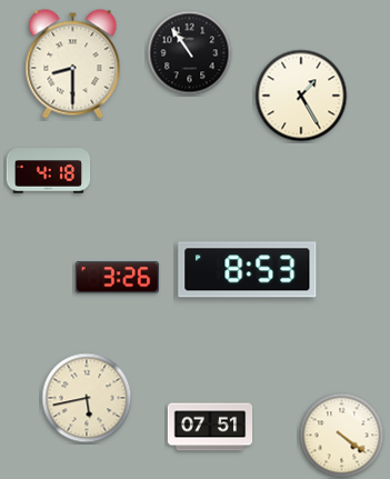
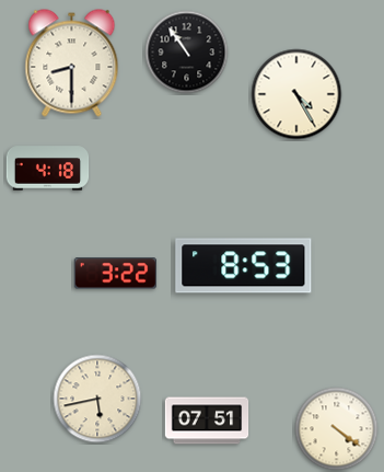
clock at (301, 96): 1:25 -> 4:25
clock at (118, 278): 3:26 -> 3:22
clock at (87, 398) position: (87, 398) -> (97, 399)
